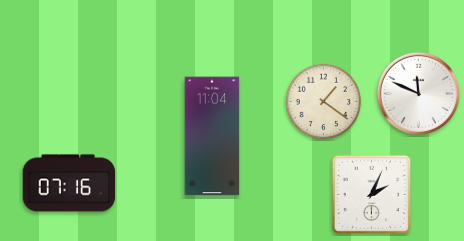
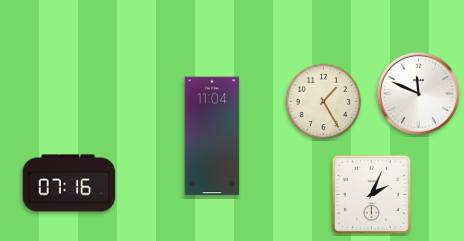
clock at (324, 102): 1:21 -> 1:25
